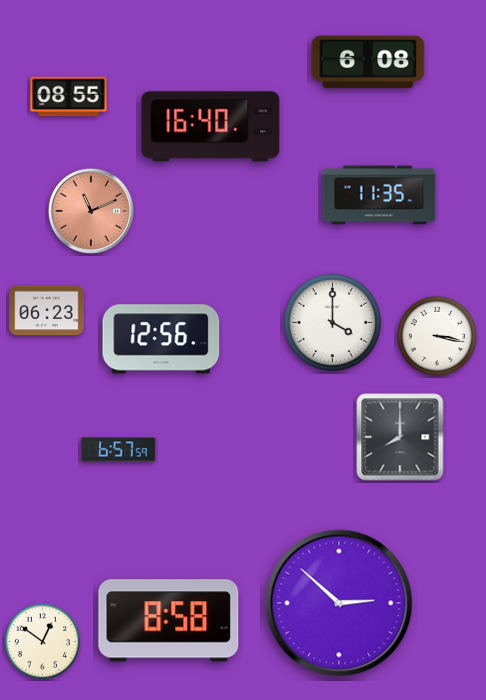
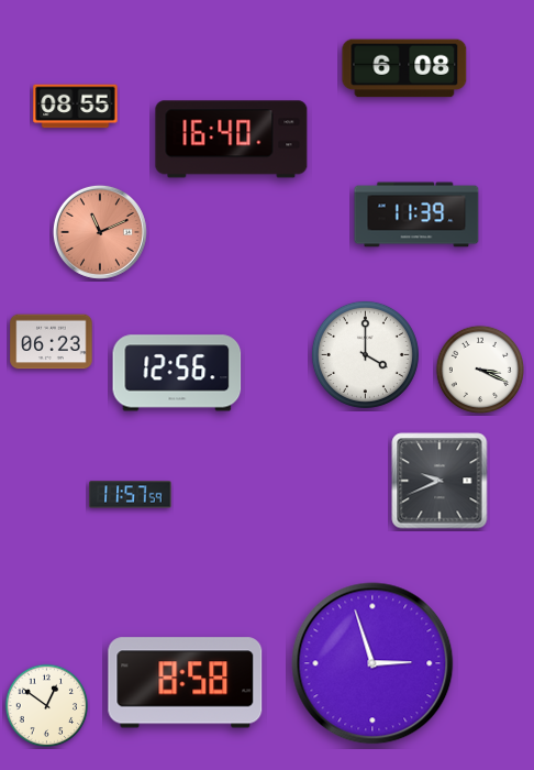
clock at (379, 195): 11:35 -> 11:39
clock at (436, 335): 3:17 -> 3:19
clock at (400, 437): 8:00 -> 9:41
clock at (119, 450): 6:57 -> 11:57
clock at (339, 603): 2:52 -> 2:57
